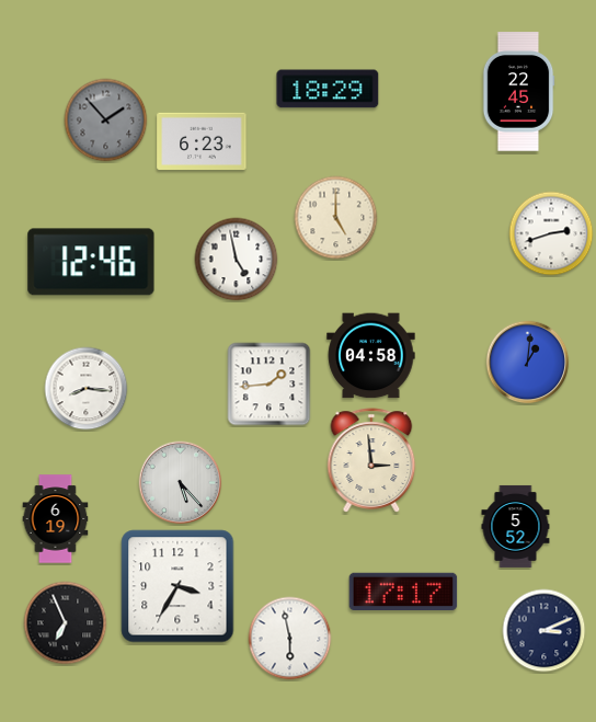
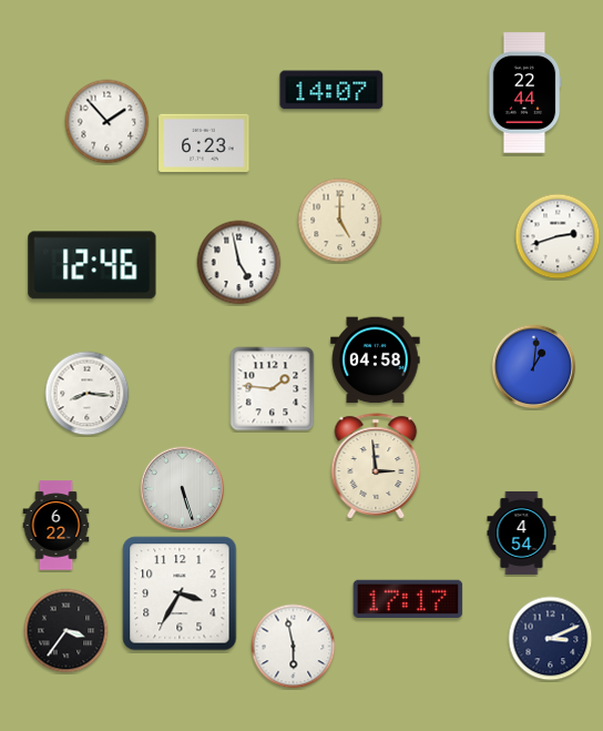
clock at (328, 89): 18:29 -> 14:07
clock at (518, 92): 22:45 -> 22:44
clock at (106, 121) dial: grey -> white
clock at (270, 385): 1:44 -> 1:46
clock at (181, 483): 5:23 -> 5:27
clock at (56, 519): 6:19 -> 6:22
clock at (516, 526): 5:52 -> 4:54
clock at (66, 623): 6:56 -> 3:36
